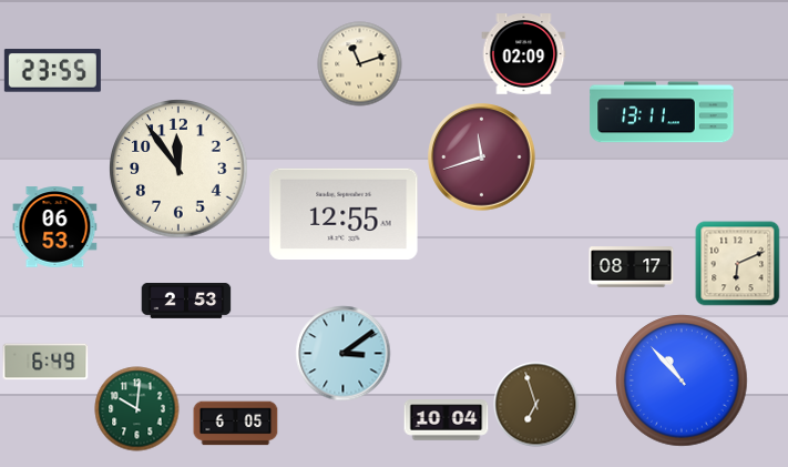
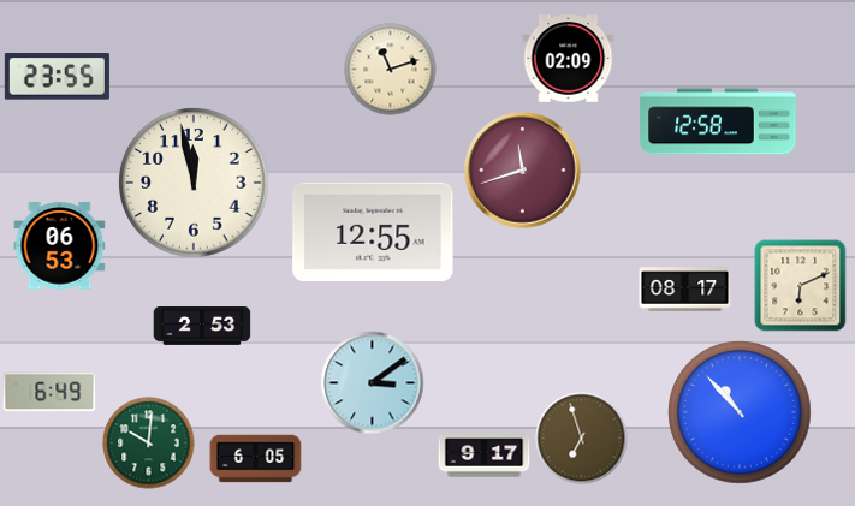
clock at (662, 112): 13:11 -> 12:58
clock at (178, 169): 11:54 -> 11:58
clock at (447, 420): 10:04 -> 9:17
